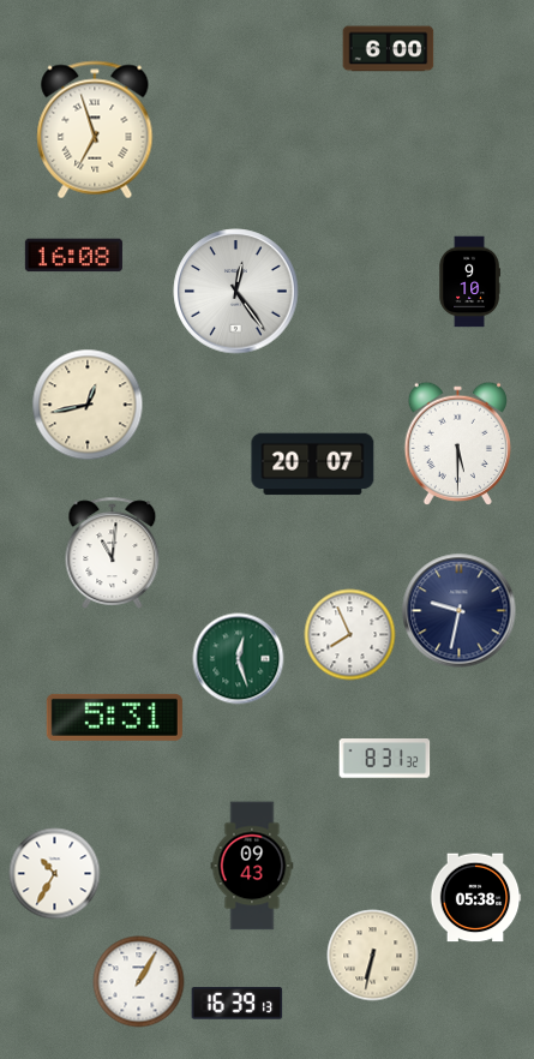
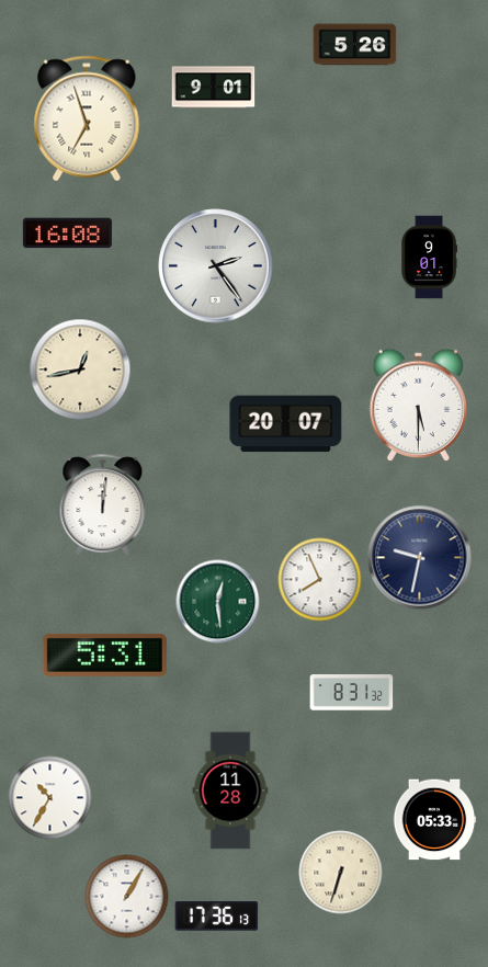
clock at (389, 49): 6:00 -> 5:26
clock at (214, 88): none -> 9:01
clock at (469, 282): 9:10 -> 9:01
clock at (236, 292): 12:24 -> 2:24
clock at (113, 552): 11:01 -> 12:01
clock at (239, 659): 12:27 -> 12:29
clock at (252, 866): 09:43 -> 11:28
clock at (475, 898): 05:38 -> 05:33
clock at (373, 956): 6:32 -> 6:33
clock at (238, 1004): 16:39 -> 17:36
